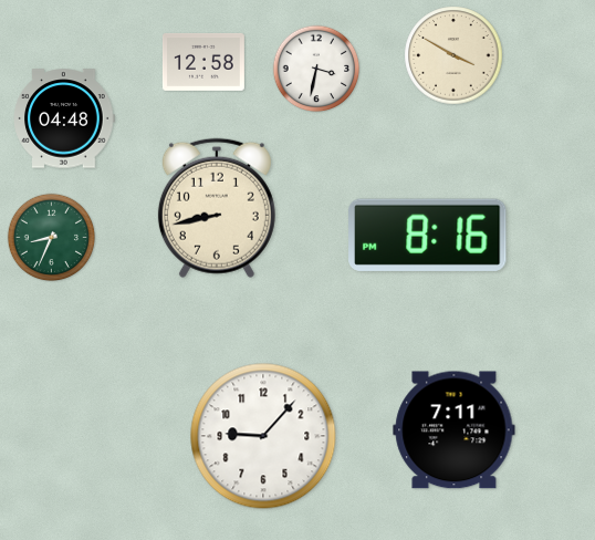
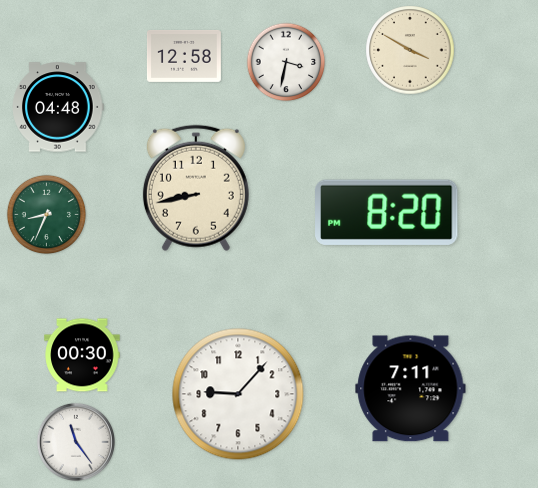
clock at (428, 235): 8:16 -> 8:20
clock at (82, 355): none -> 00:30
clock at (76, 442): none -> 11:24
